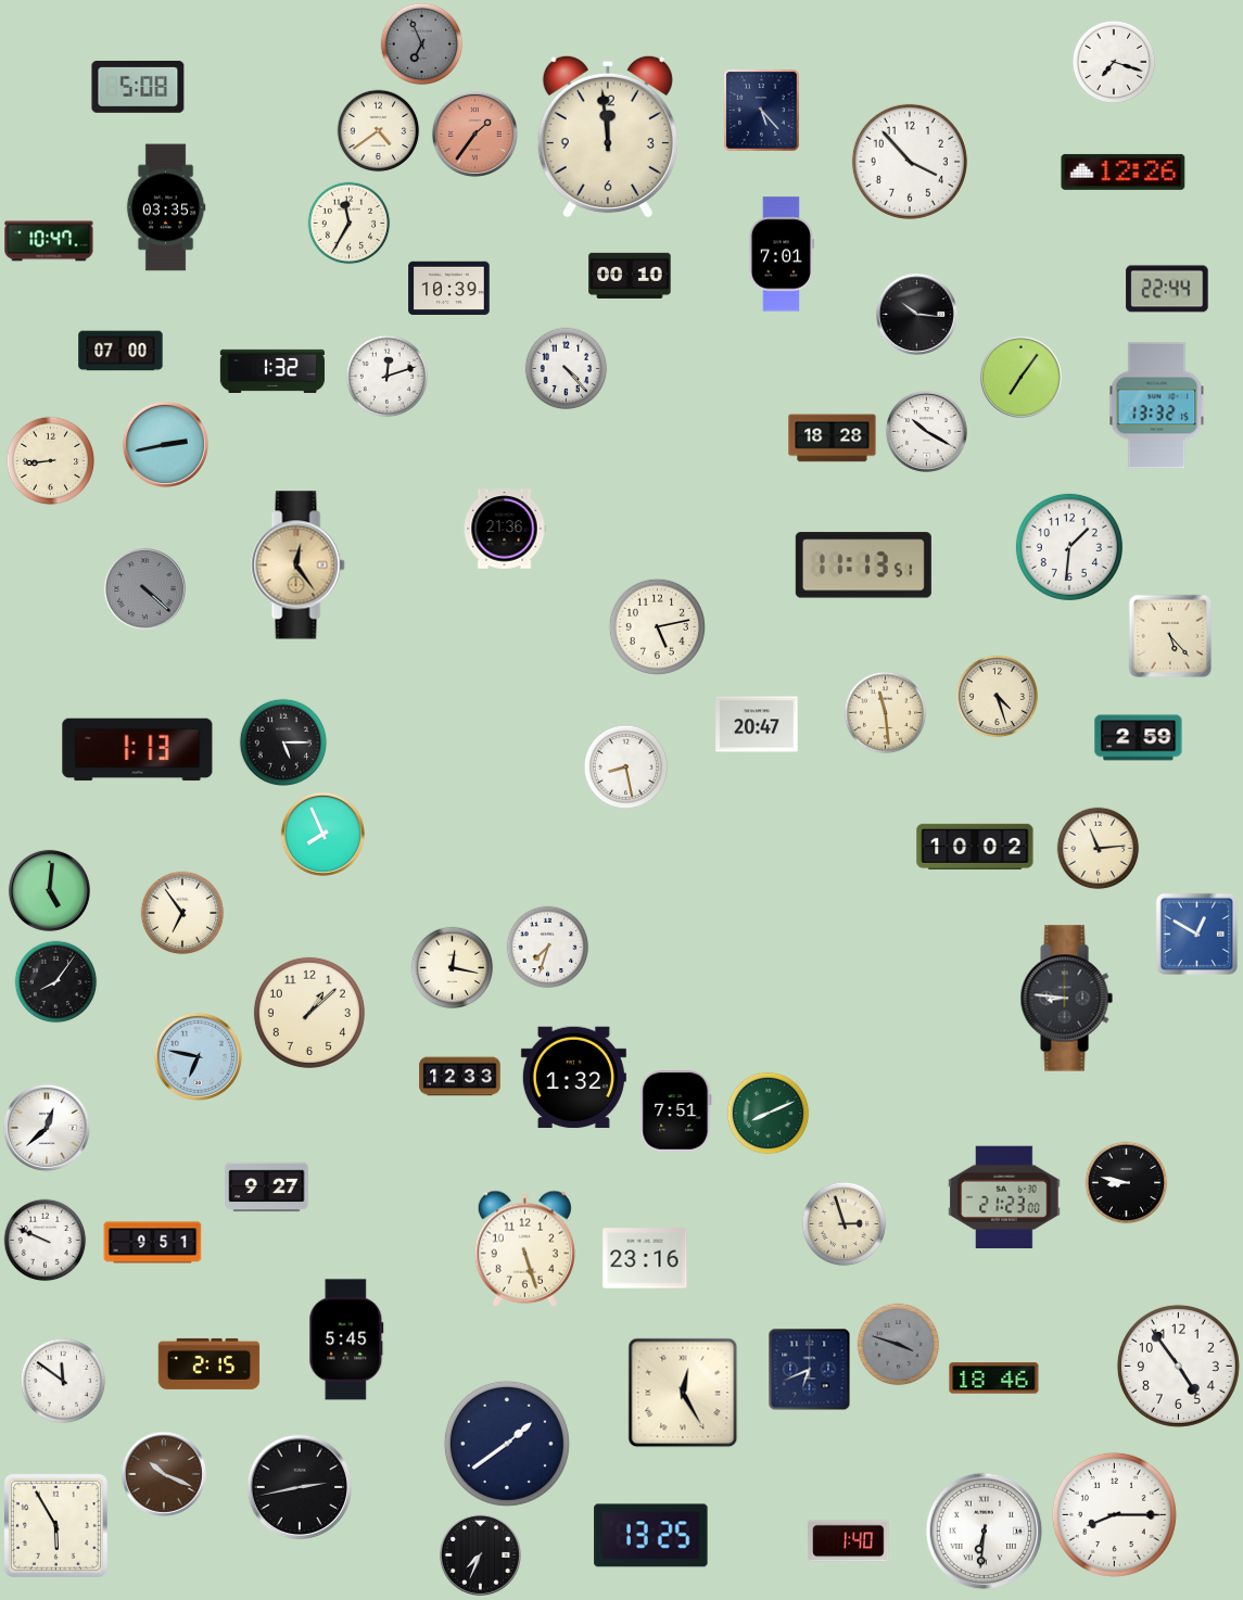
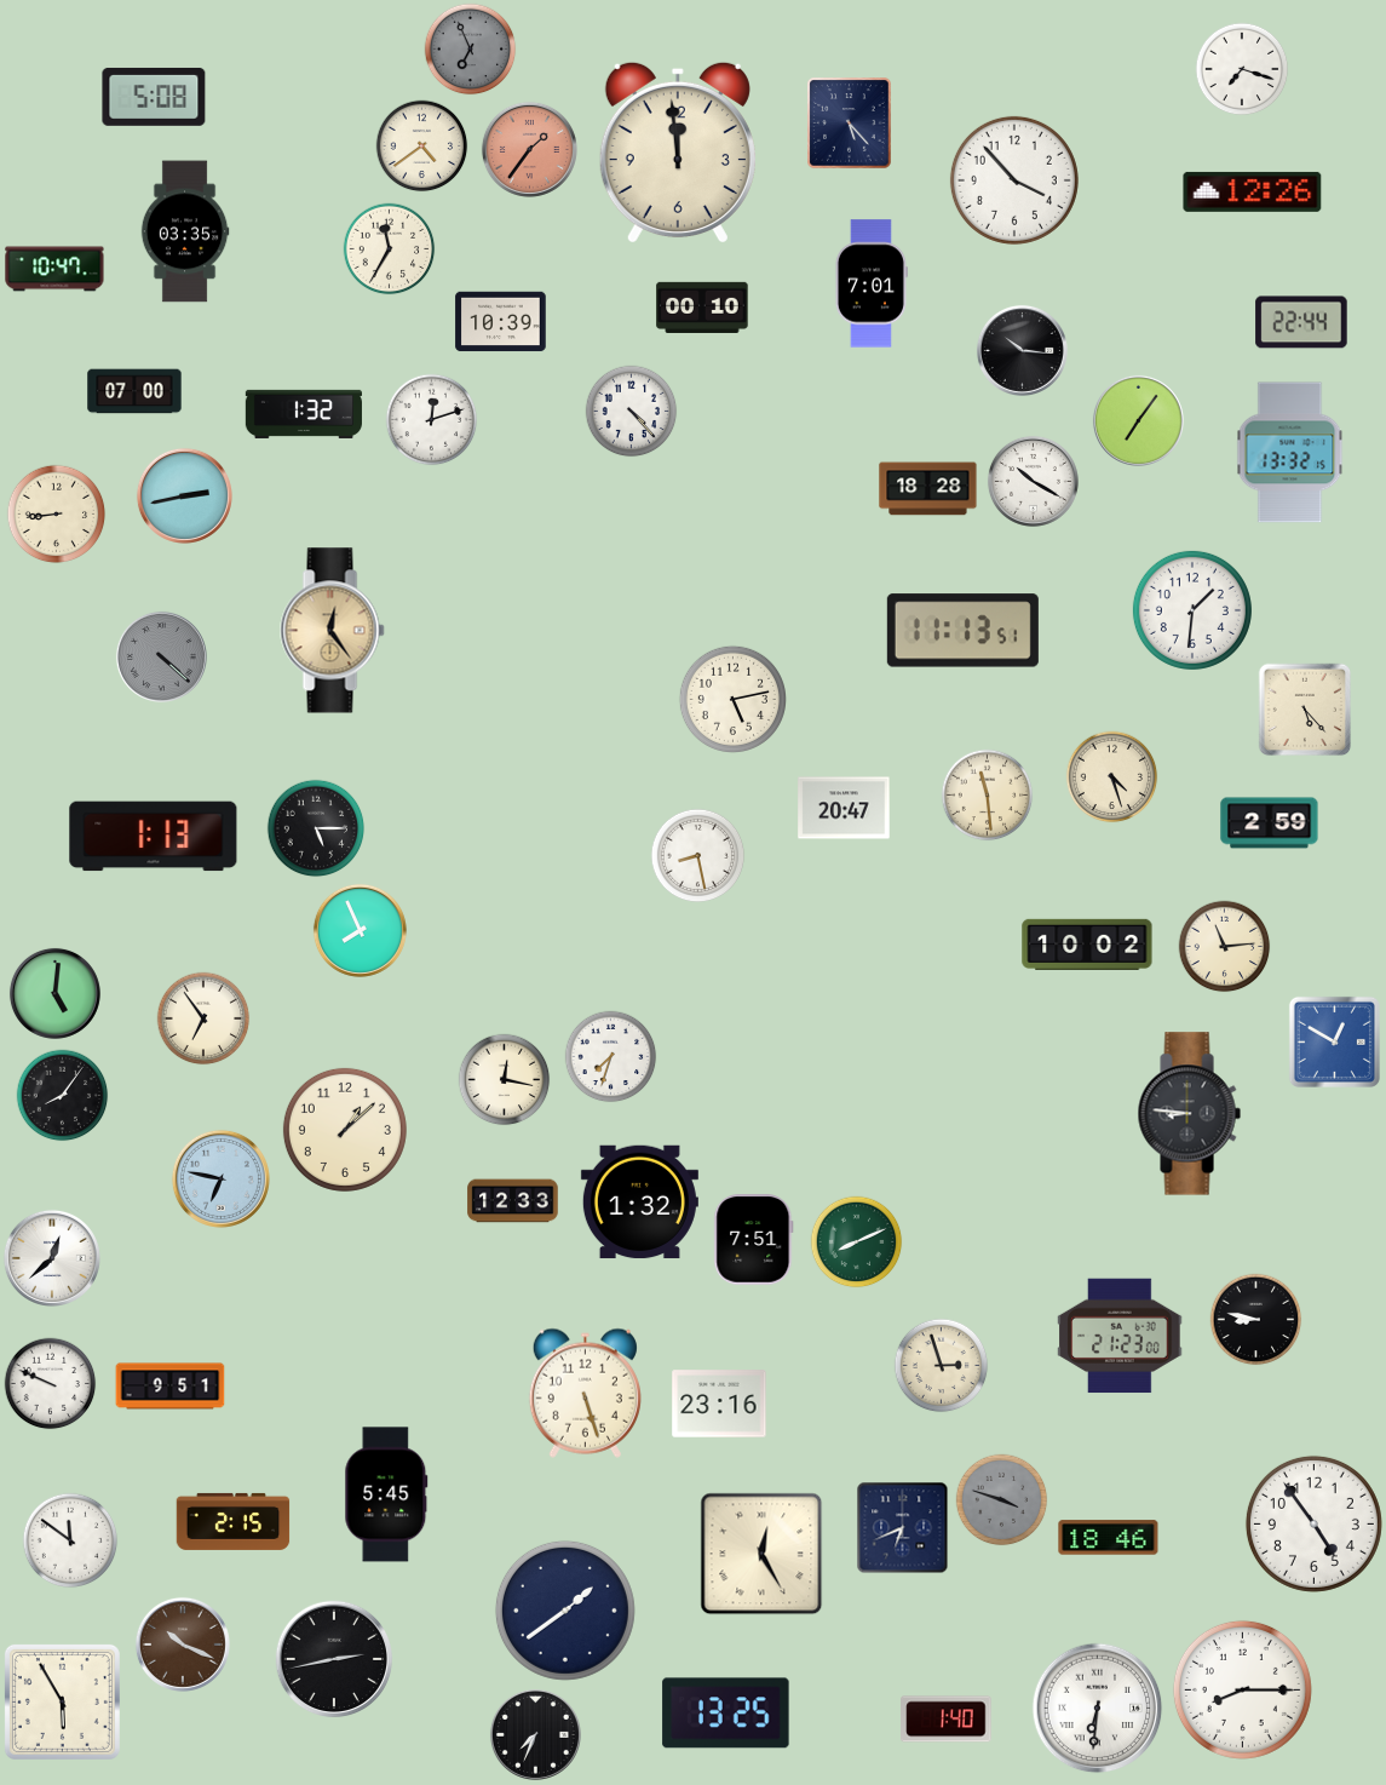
clock at (505, 529): 21:36 -> none
clock at (267, 1188): 9:27 -> none
